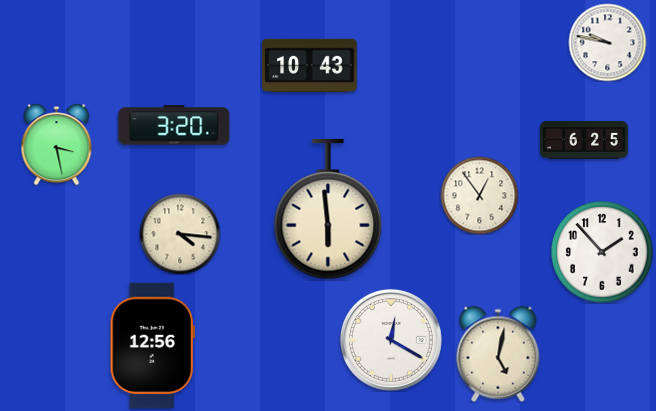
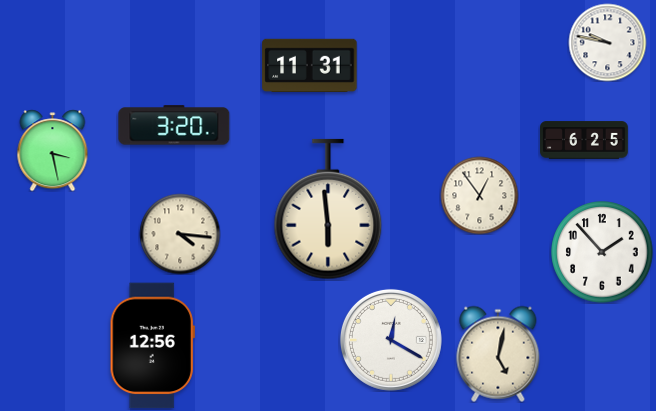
clock at (310, 65): 10:43 -> 11:31
clock at (57, 144) position: (57, 144) -> (53, 150)
